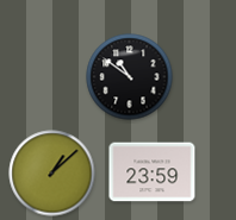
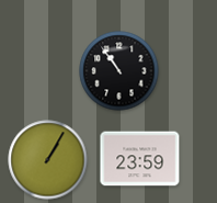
clock at (130, 77): 10:51 -> 10:54
clock at (52, 174): 1:08 -> 1:05
